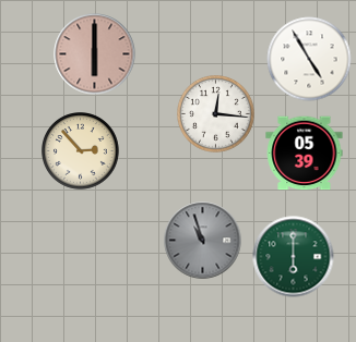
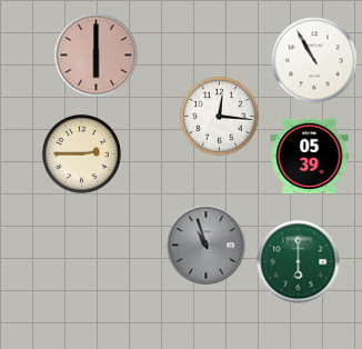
clock at (309, 59): 4:55 -> 10:55
clock at (81, 151): 2:53 -> 2:45
